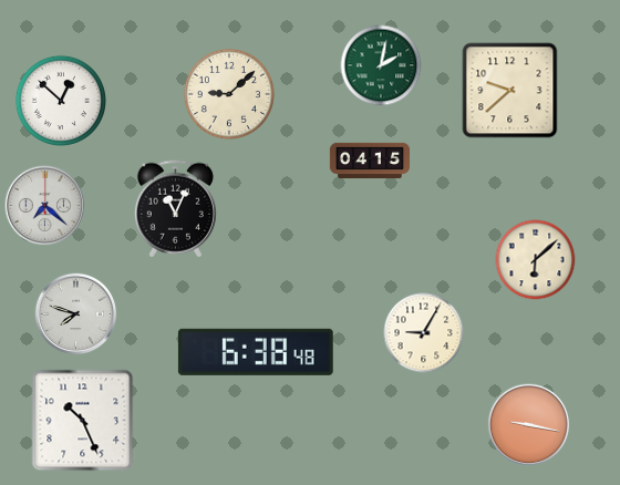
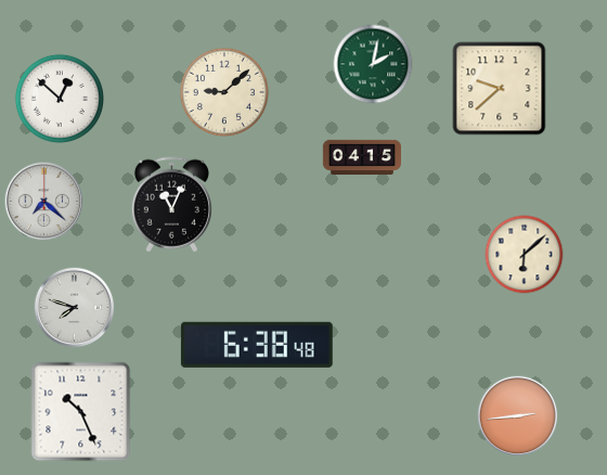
clock at (424, 333): 9:05 -> none
clock at (256, 352) position: (256, 352) -> (257, 345)
clock at (529, 425): 9:17 -> 2:44
